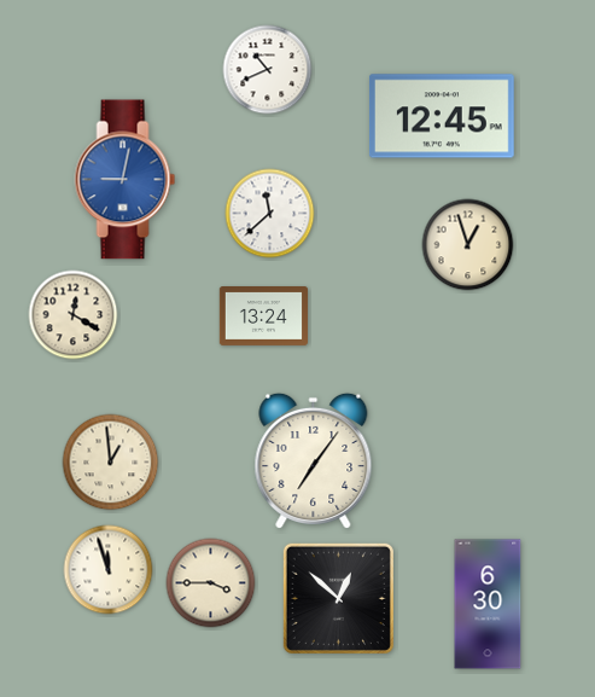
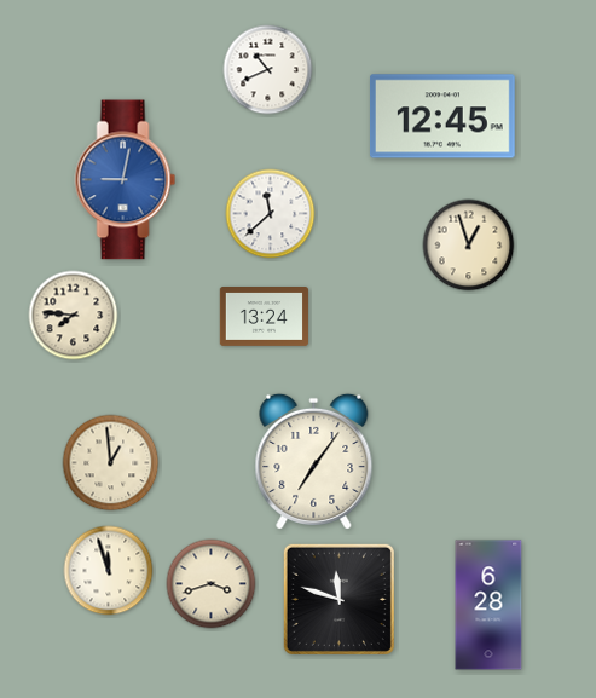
clock at (74, 315): 12:20 -> 7:46
clock at (211, 583): 3:45 -> 3:42
clock at (338, 598): 12:52 -> 11:48
clock at (488, 604): 6:30 -> 6:28
